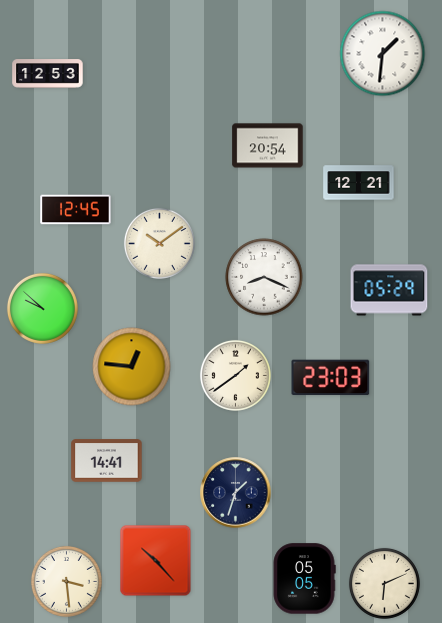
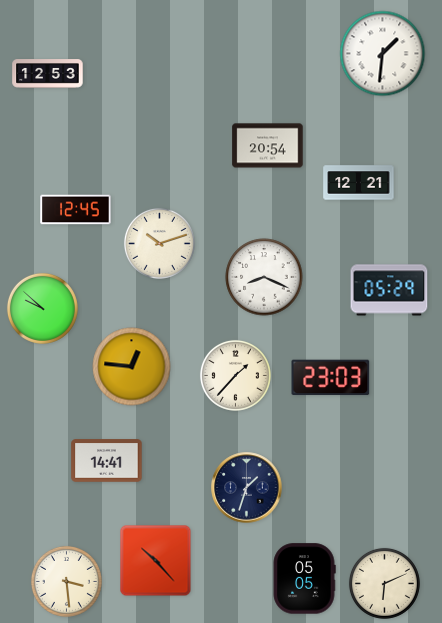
clock at (159, 243): 10:09 -> 10:12
clock at (235, 375): 1:39 -> 1:37
clock at (236, 493) position: (236, 493) -> (247, 488)
